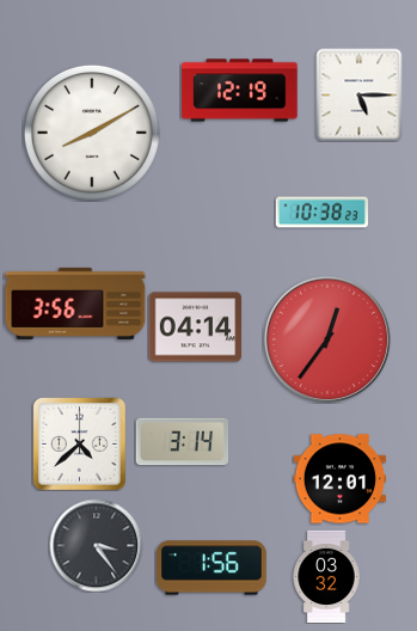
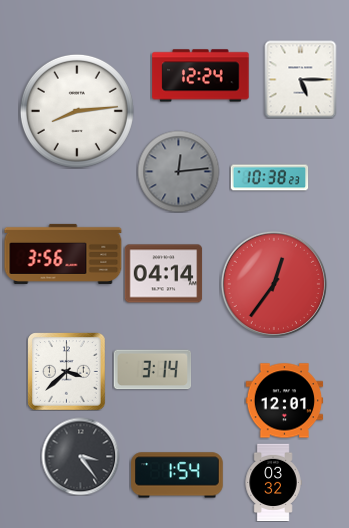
clock at (240, 91): 12:19 -> 12:24
clock at (92, 133): 8:10 -> 8:14
clock at (178, 171): none -> 12:14
clock at (79, 443): 4:38 -> 3:38
clock at (211, 568): 1:56 -> 1:54
